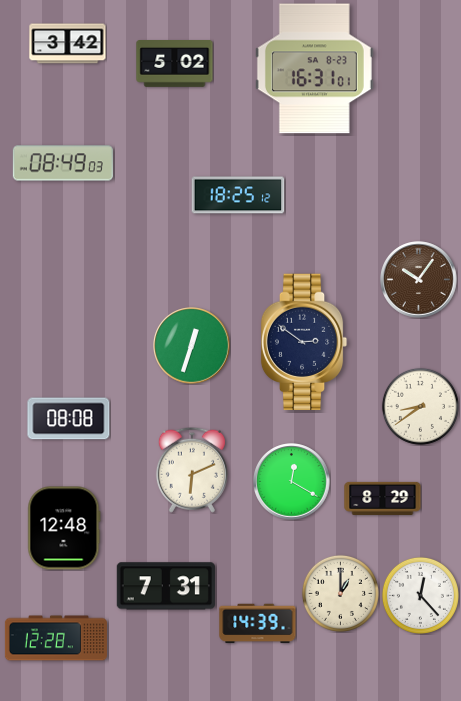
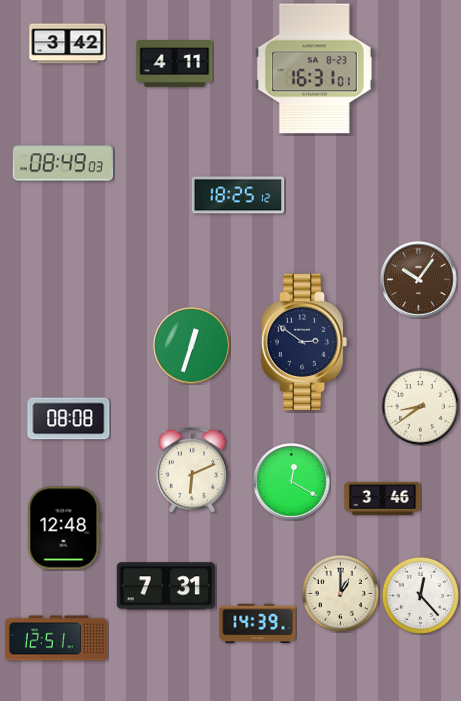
clock at (175, 64): 5:02 -> 4:11
clock at (383, 498): 8:29 -> 3:46
clock at (56, 638): 12:28 -> 12:51
